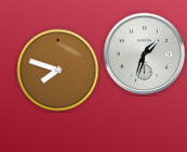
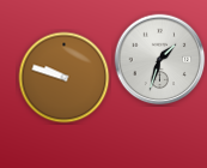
clock at (58, 71): 7:48 -> 9:48
